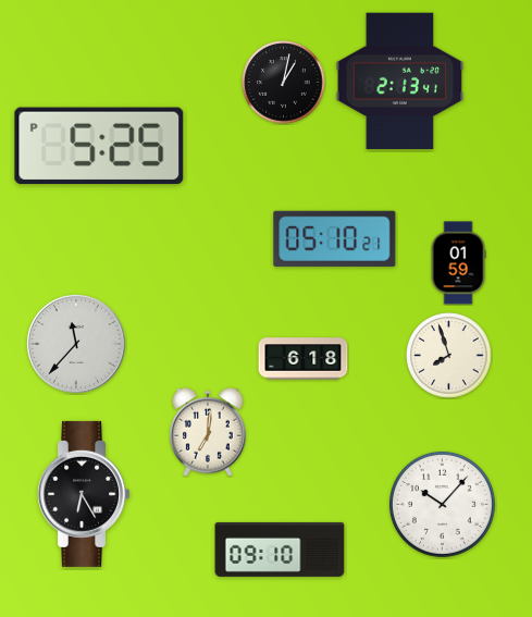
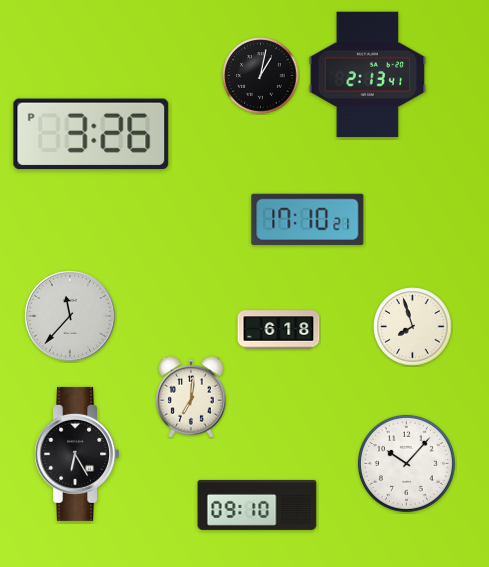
clock at (99, 146): 5:25 -> 3:26
clock at (335, 238): 05:10 -> 17:10
clock at (458, 263): 01:59 -> none
